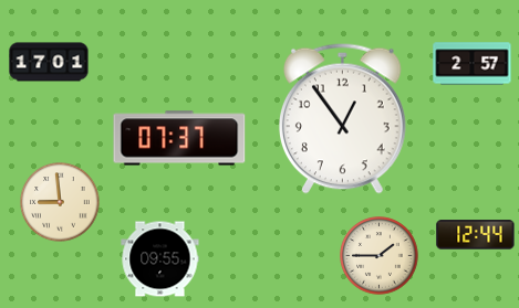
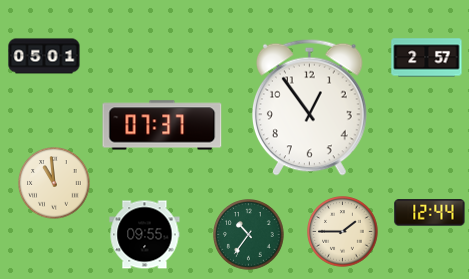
clock at (49, 62): 17:01 -> 05:01
clock at (60, 202): 8:59 -> 10:59
clock at (249, 235): none -> 10:36
